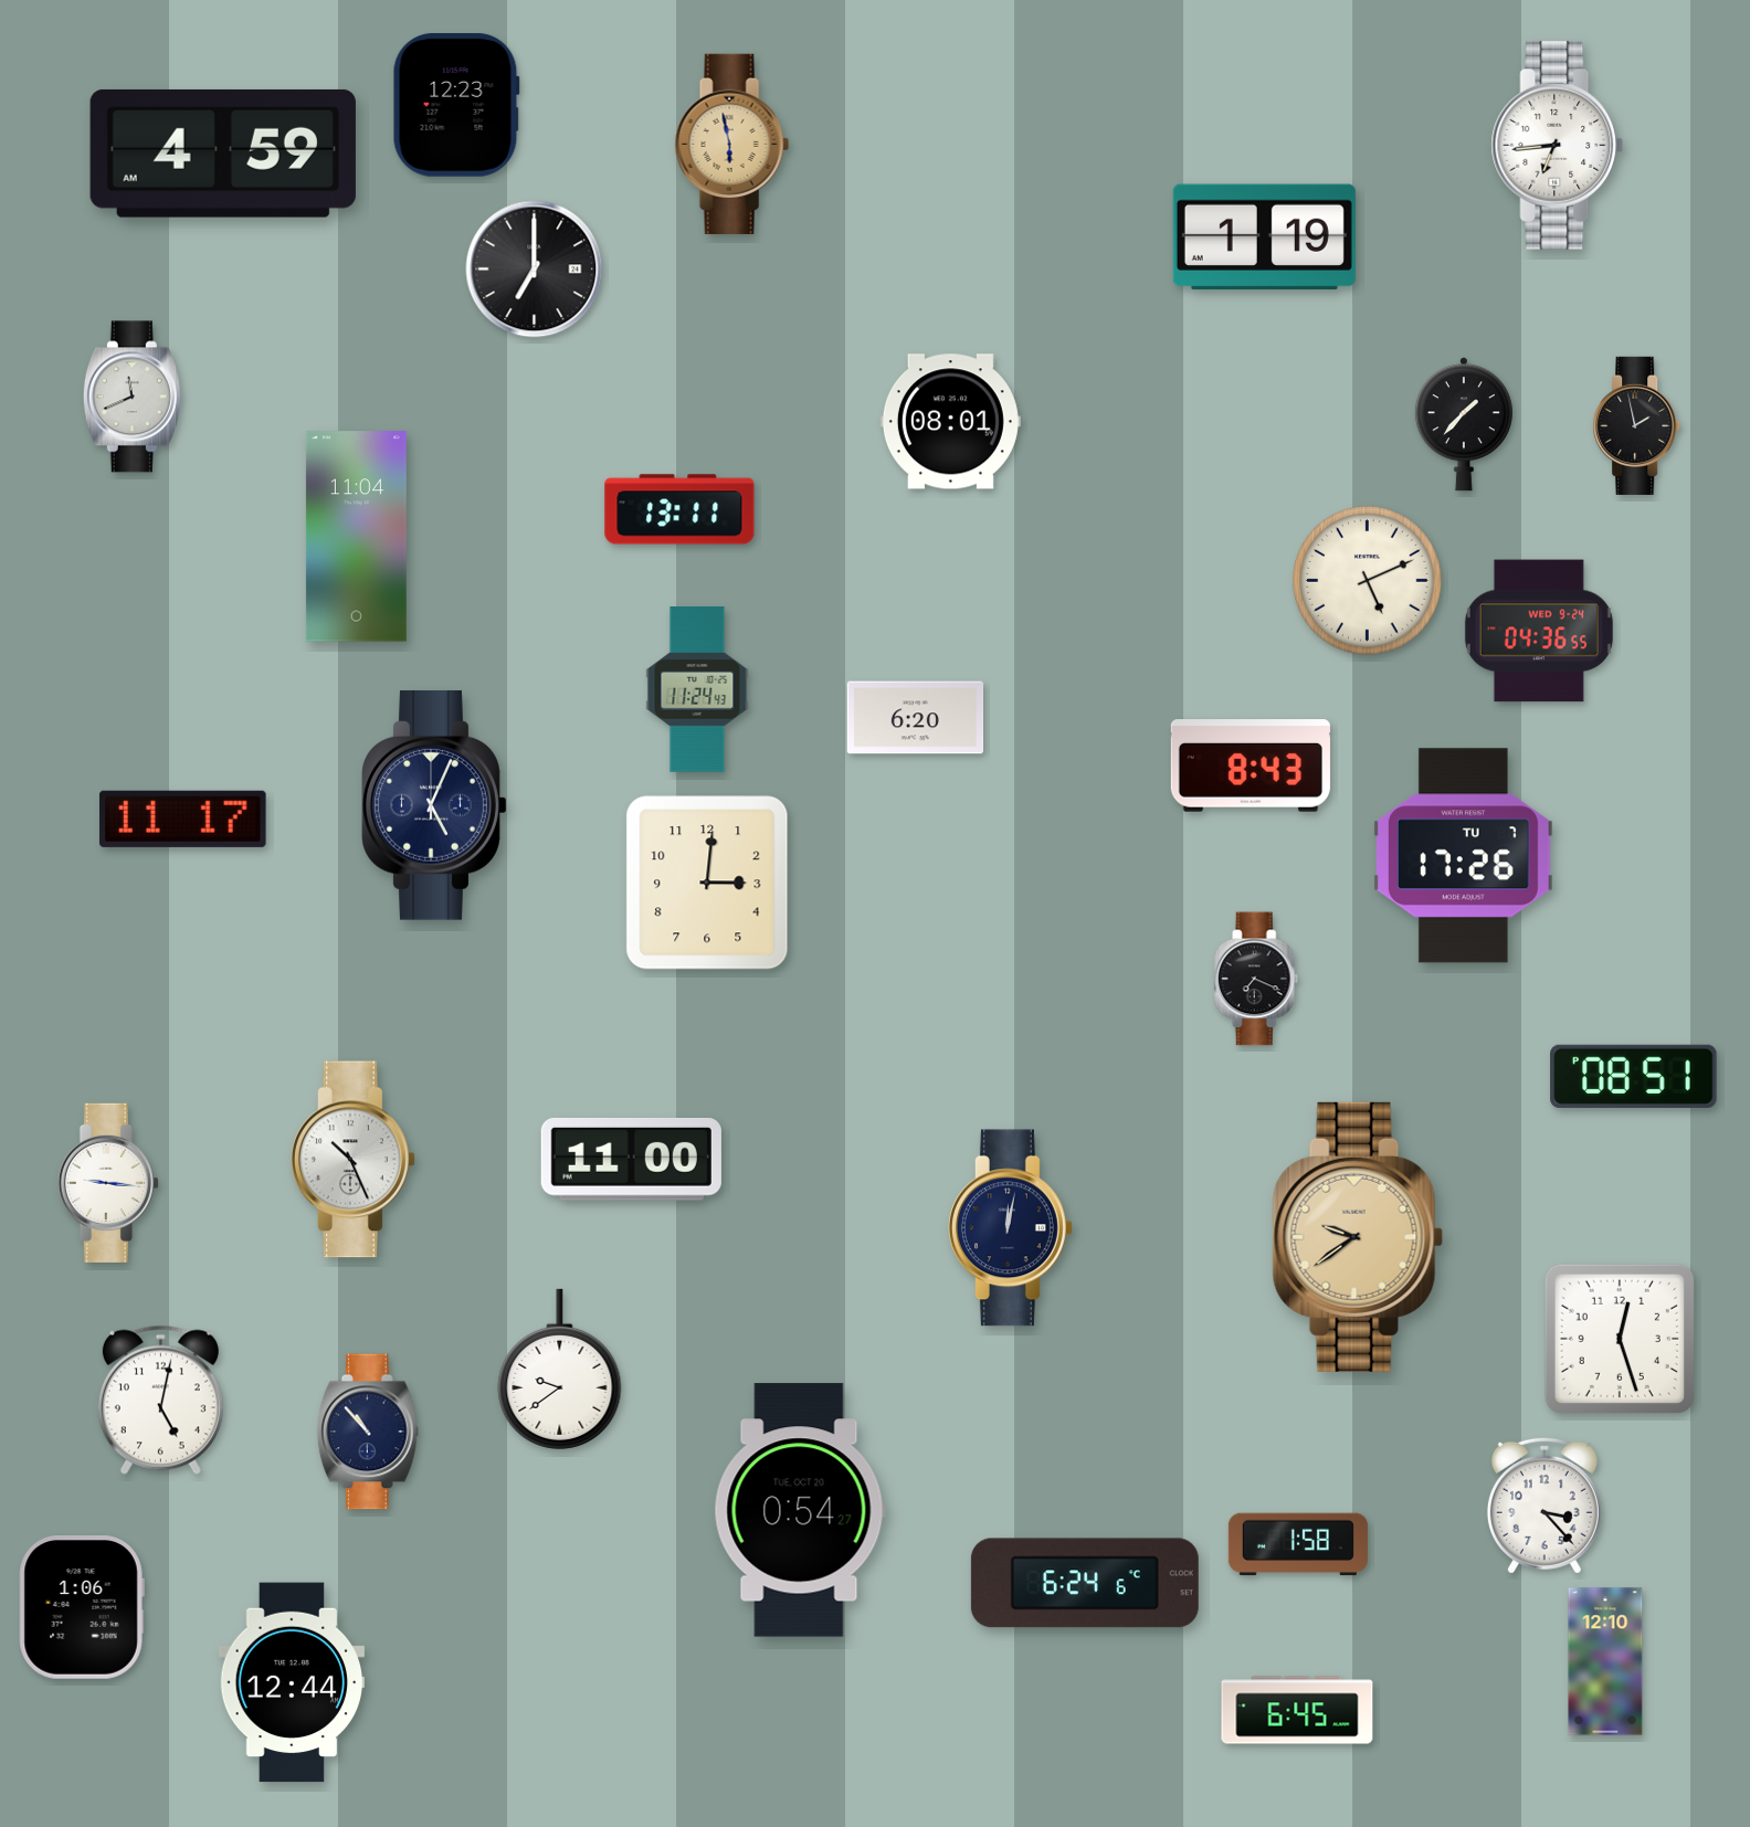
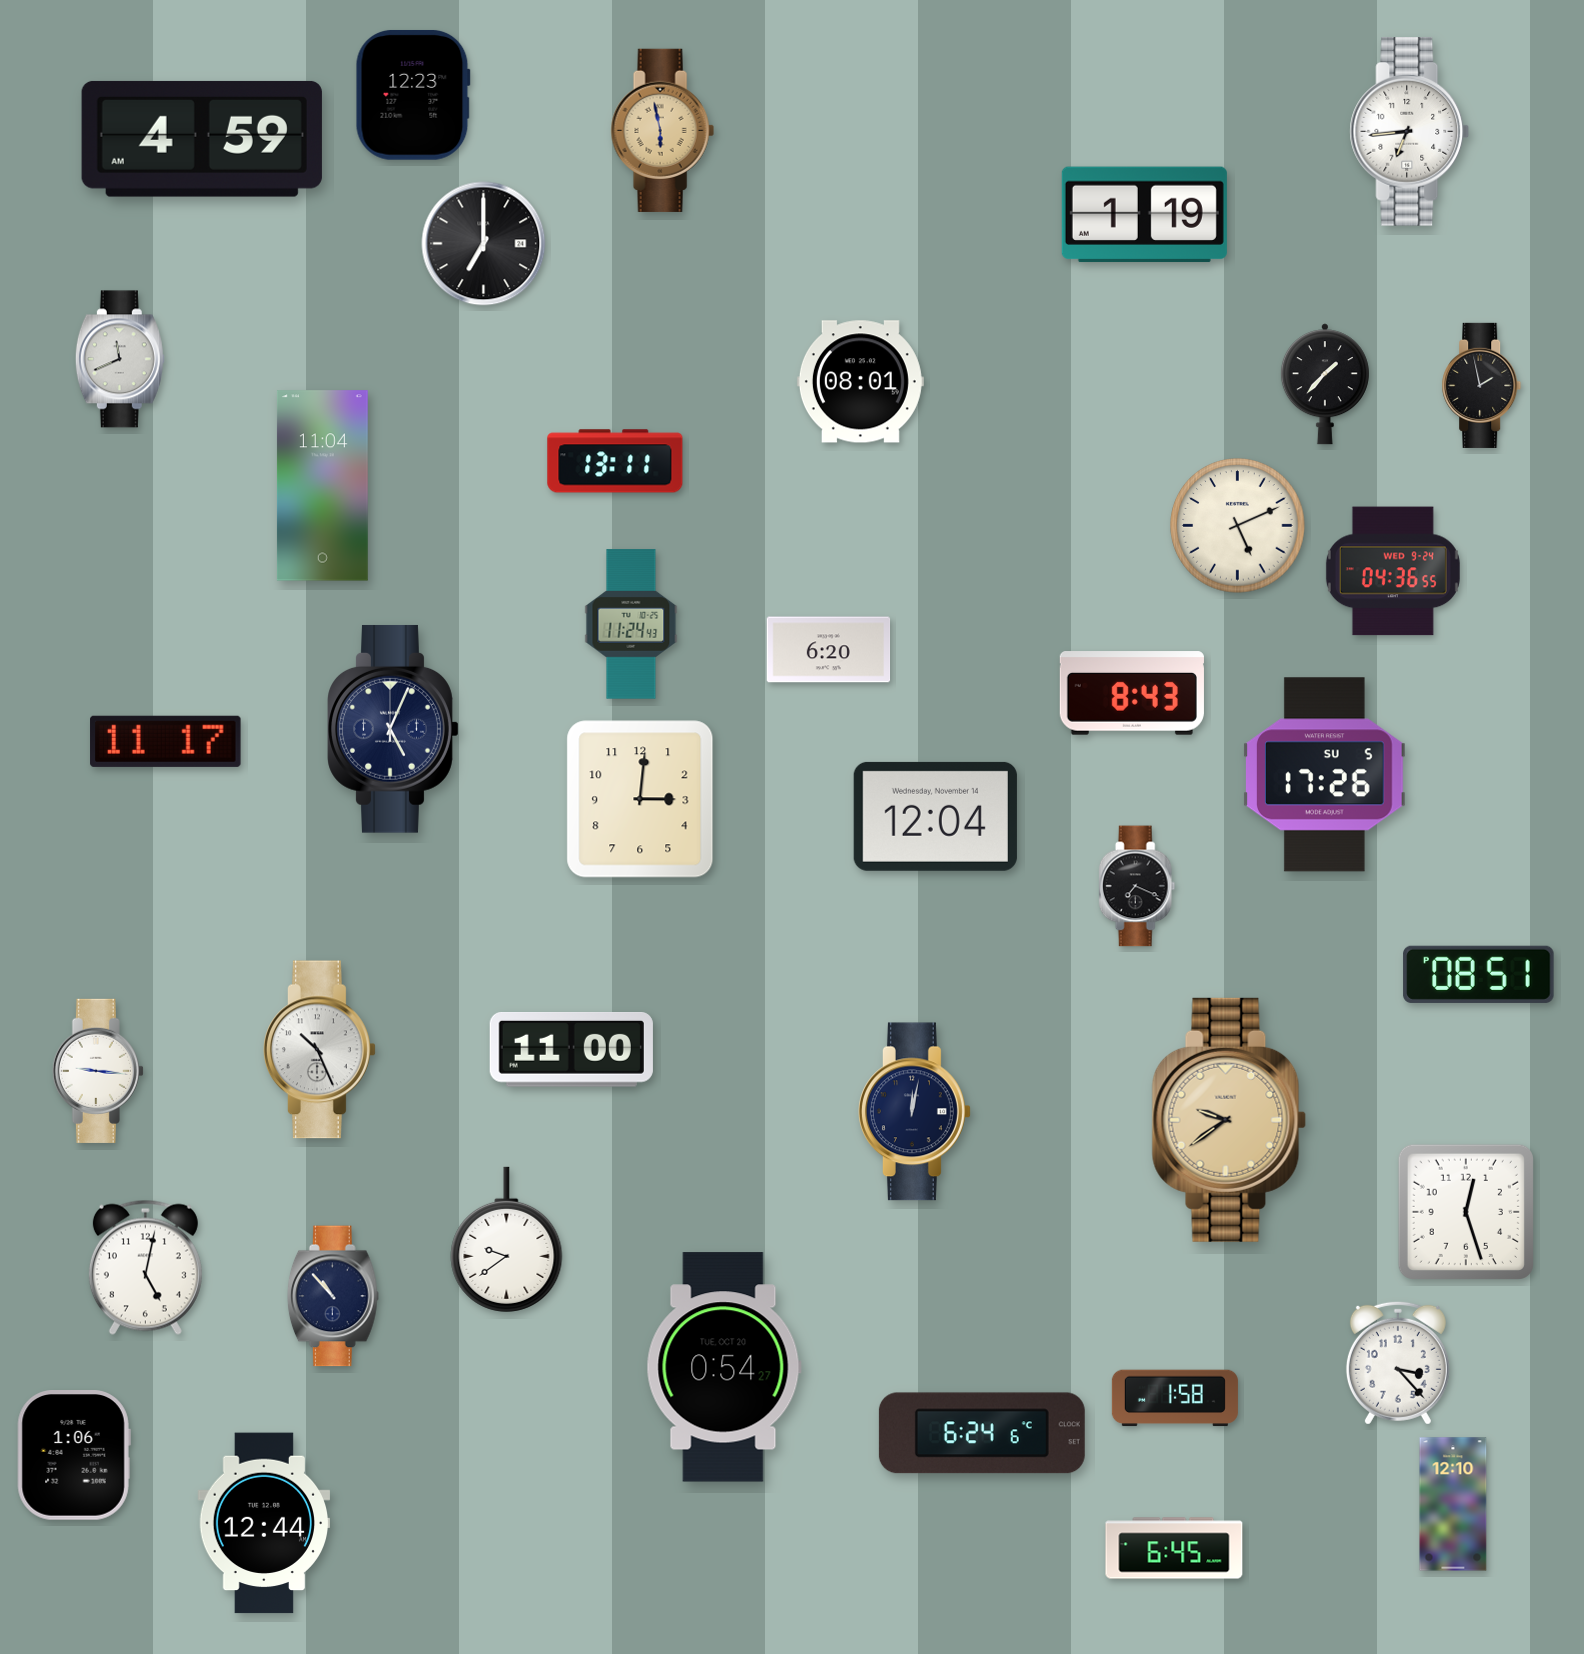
clock at (1463, 856) date: TU 7 -> SU 5
clock at (935, 816): none -> 12:04
